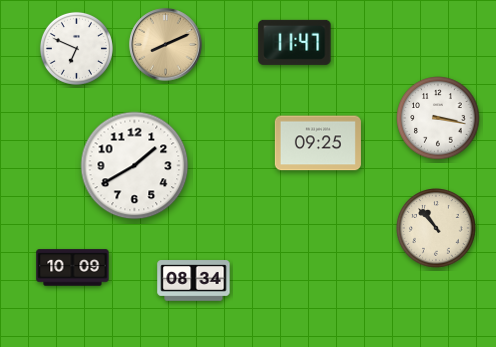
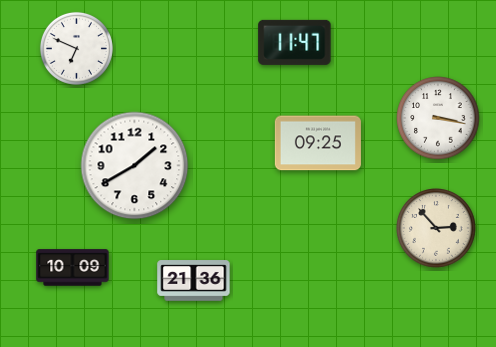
clock at (166, 45): 8:11 -> none
clock at (436, 228): 10:53 -> 2:53
clock at (194, 281): 08:34 -> 21:36
